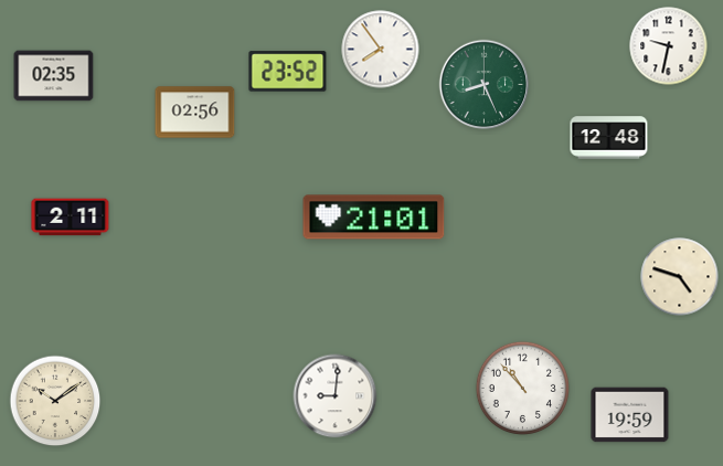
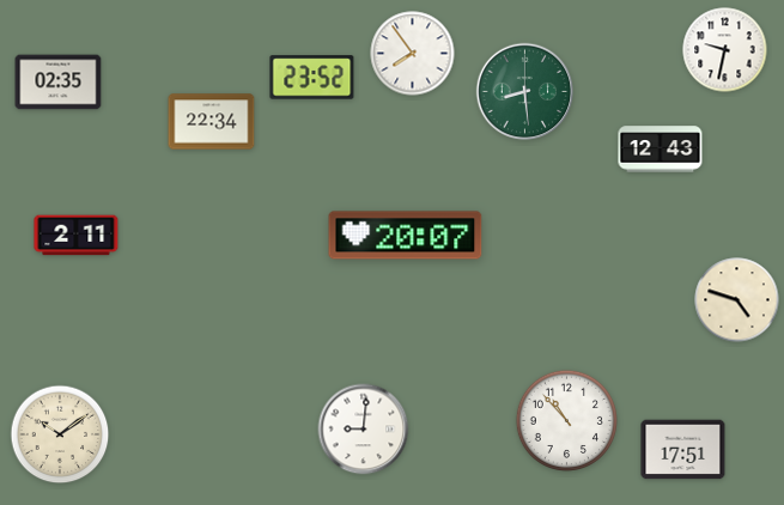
clock at (485, 85): 8:26 -> 8:29
clock at (195, 113): 02:56 -> 22:34
clock at (609, 138): 12:48 -> 12:43
clock at (374, 218): 21:01 -> 20:07
clock at (630, 415): 19:59 -> 17:51
